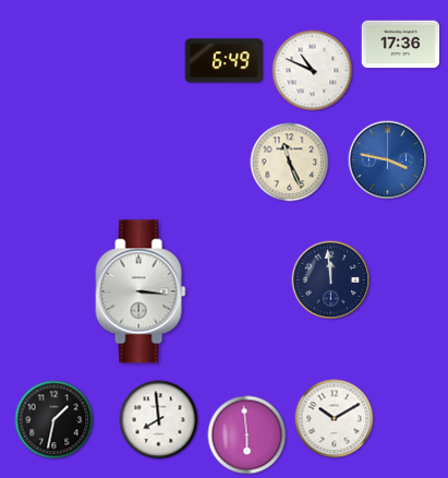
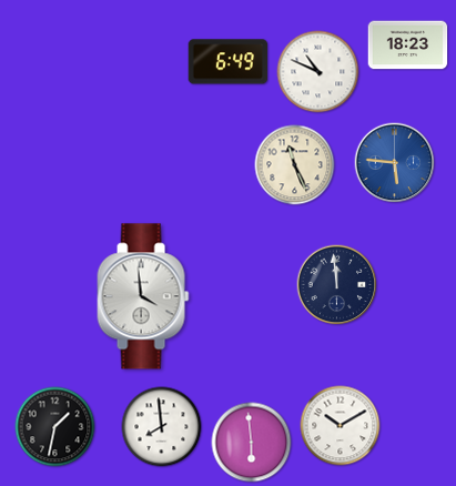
clock at (401, 45): 17:36 -> 18:23
clock at (388, 160): 3:47 -> 5:46
clock at (141, 291): 3:16 -> 3:59
